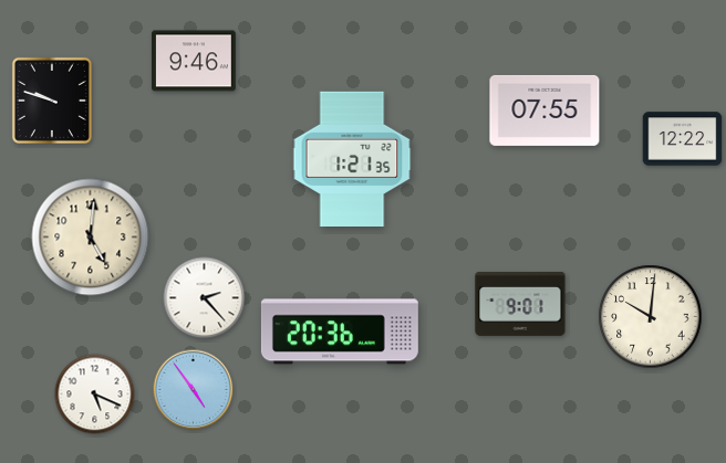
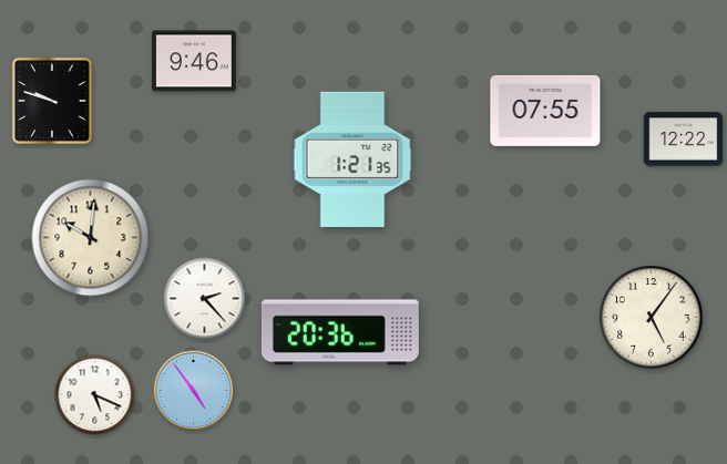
clock at (91, 238): 5:01 -> 10:01
clock at (520, 304): 9:01 -> none
clock at (651, 317): 10:01 -> 5:06
